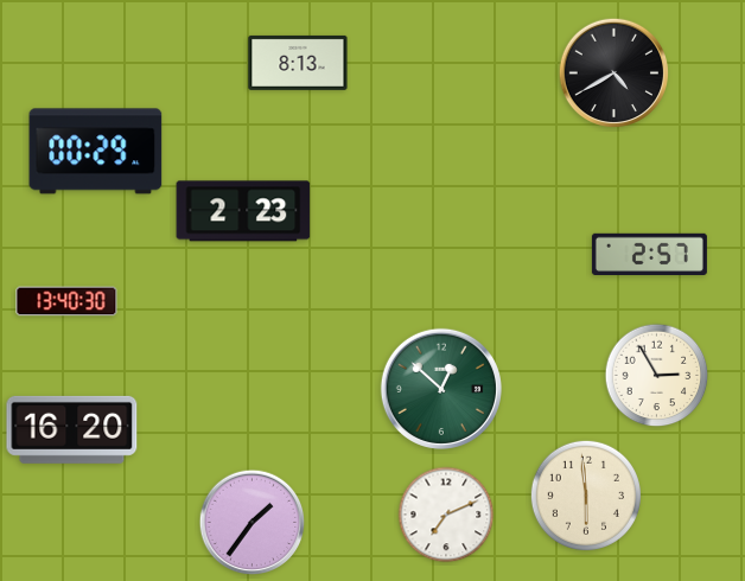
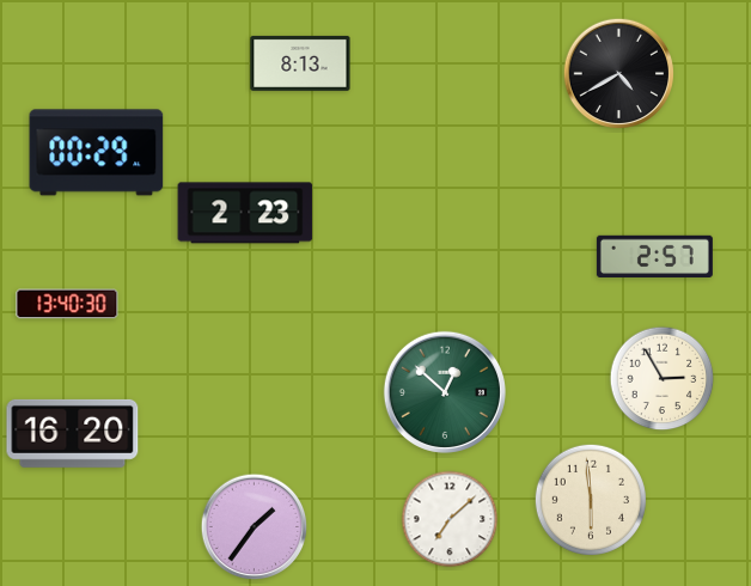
clock at (446, 515): 7:11 -> 7:08
